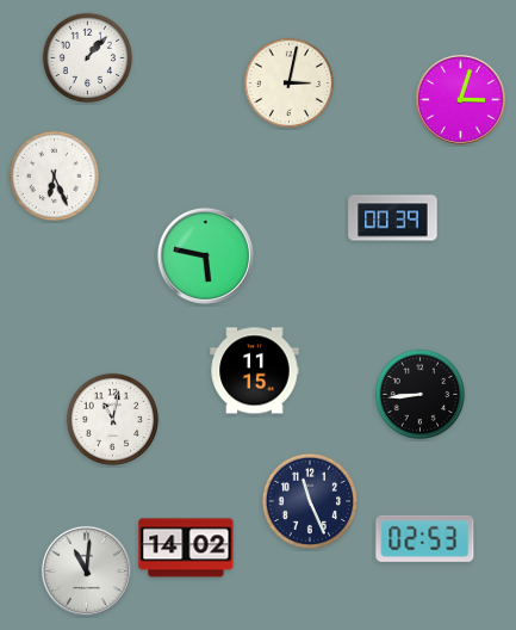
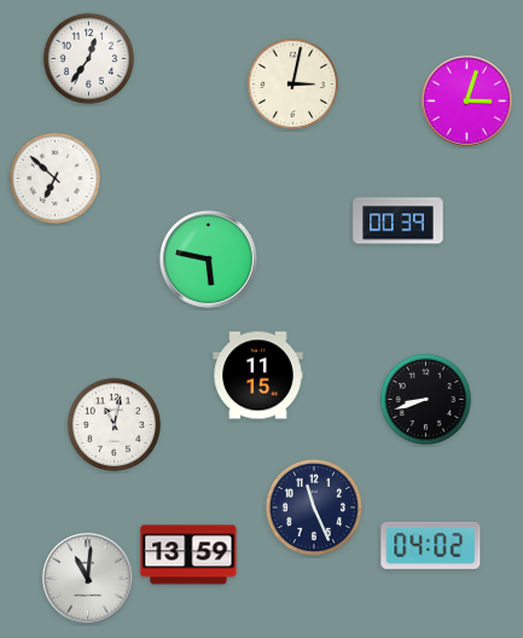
clock at (88, 58): 1:07 -> 12:36
clock at (55, 177): 6:26 -> 6:52
clock at (421, 395): 8:44 -> 8:42
clock at (425, 538): 02:53 -> 04:02
clock at (186, 548): 14:02 -> 13:59
